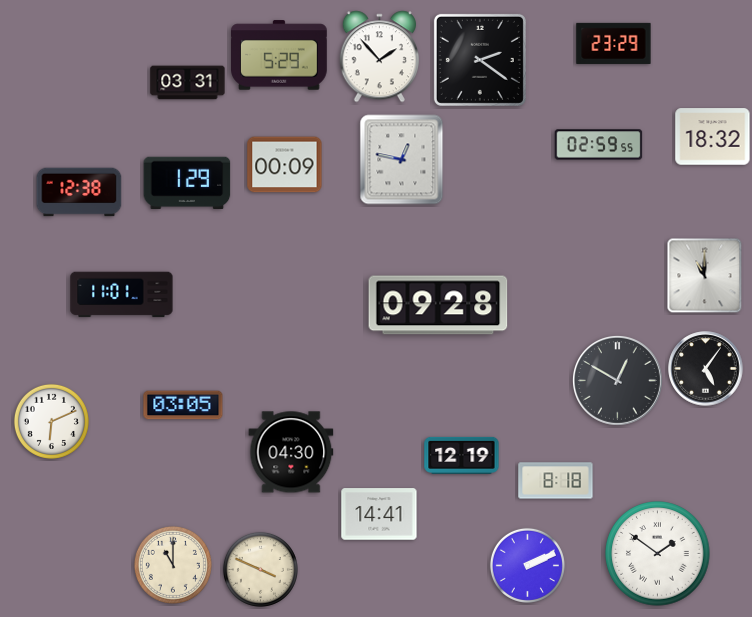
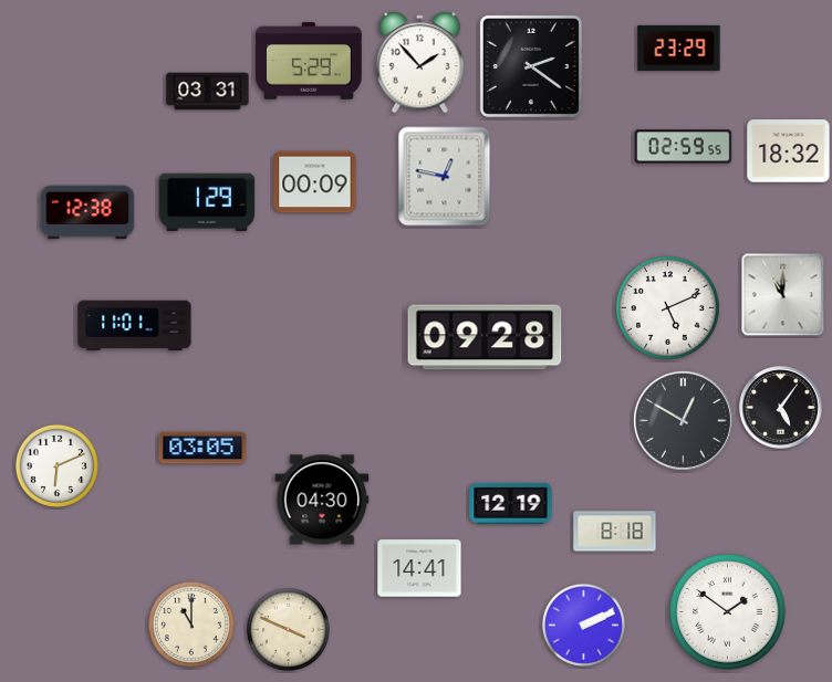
clock at (599, 145) position: (599, 145) -> (684, 147)
clock at (705, 276) position: (705, 276) -> (783, 295)
clock at (668, 308): none -> 5:11
